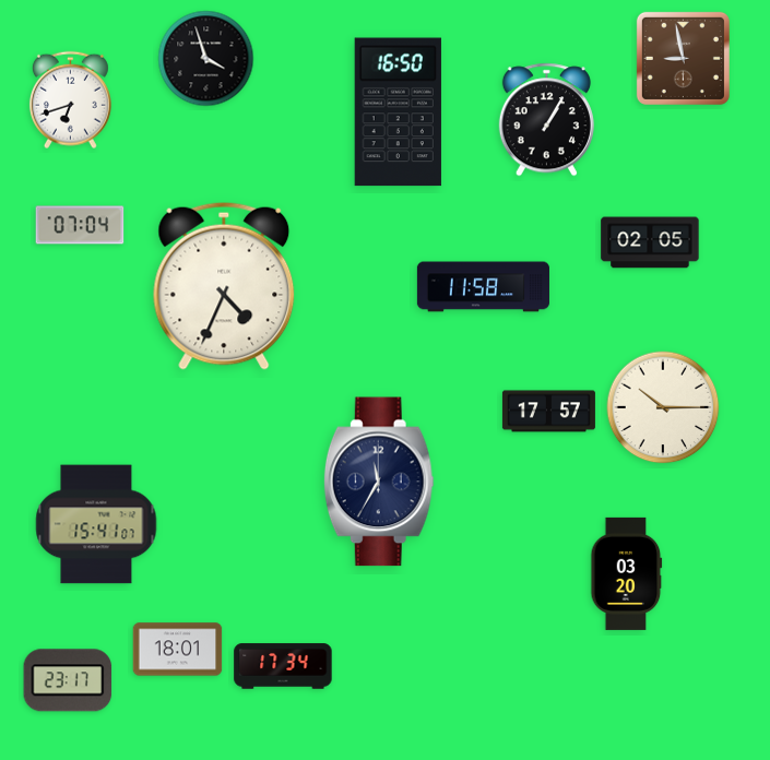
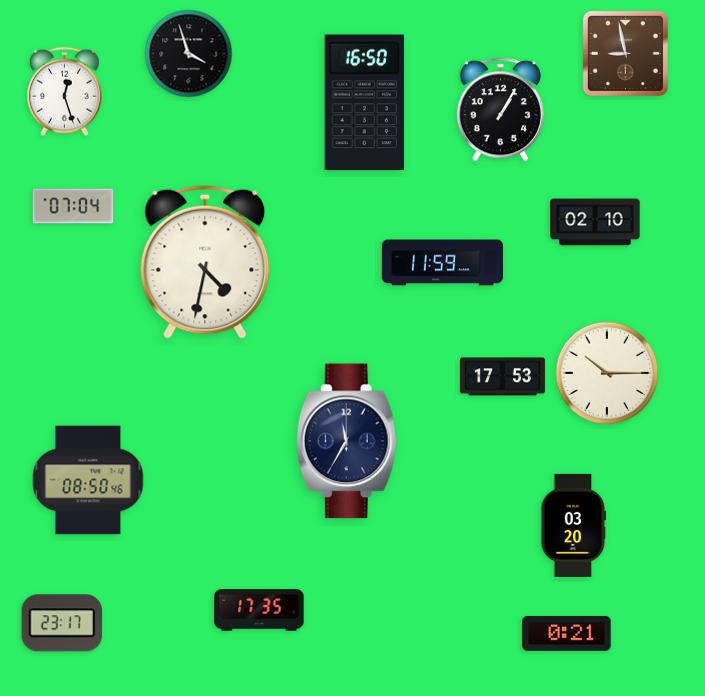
clock at (70, 100): 6:42 -> 12:27
clock at (650, 242): 02:05 -> 02:10
clock at (224, 286): 4:34 -> 4:32
clock at (483, 287): 11:58 -> 11:59
clock at (548, 412): 17:57 -> 17:53
clock at (96, 524): 15:41 -> 08:50
clock at (178, 650): 18:01 -> none
clock at (283, 666): 17:34 -> 17:35
clock at (567, 634): none -> 0:21
